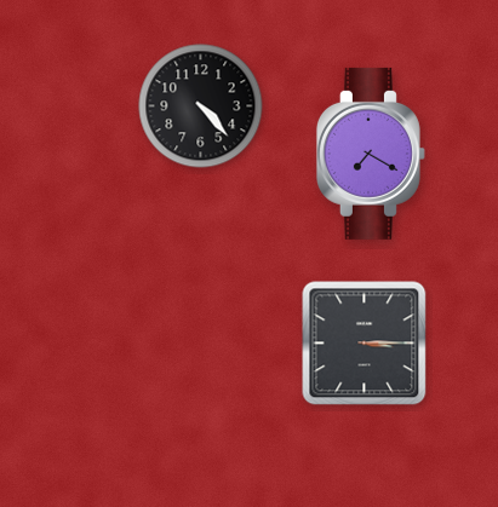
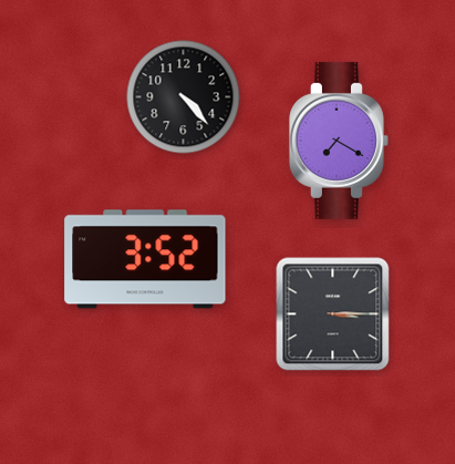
clock at (145, 259): none -> 3:52
